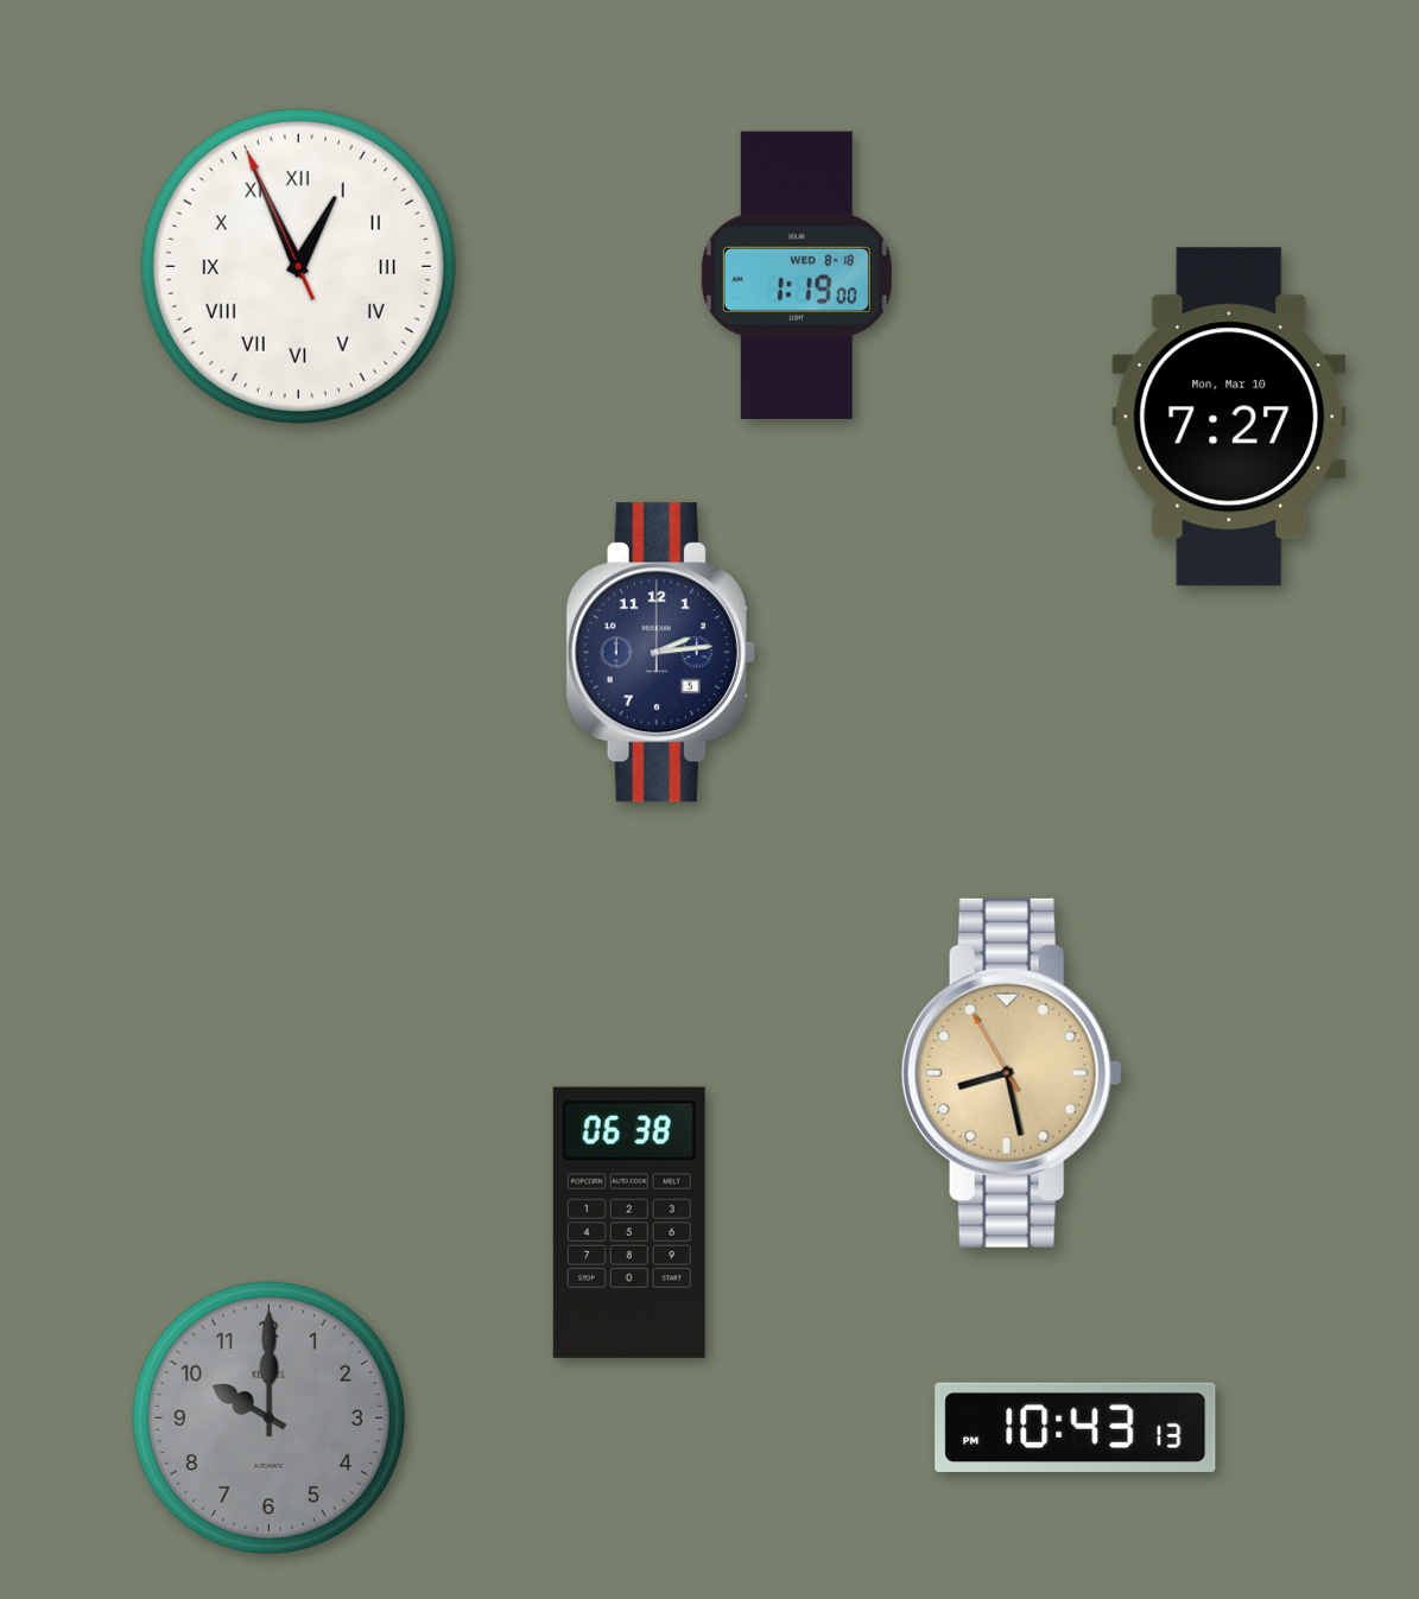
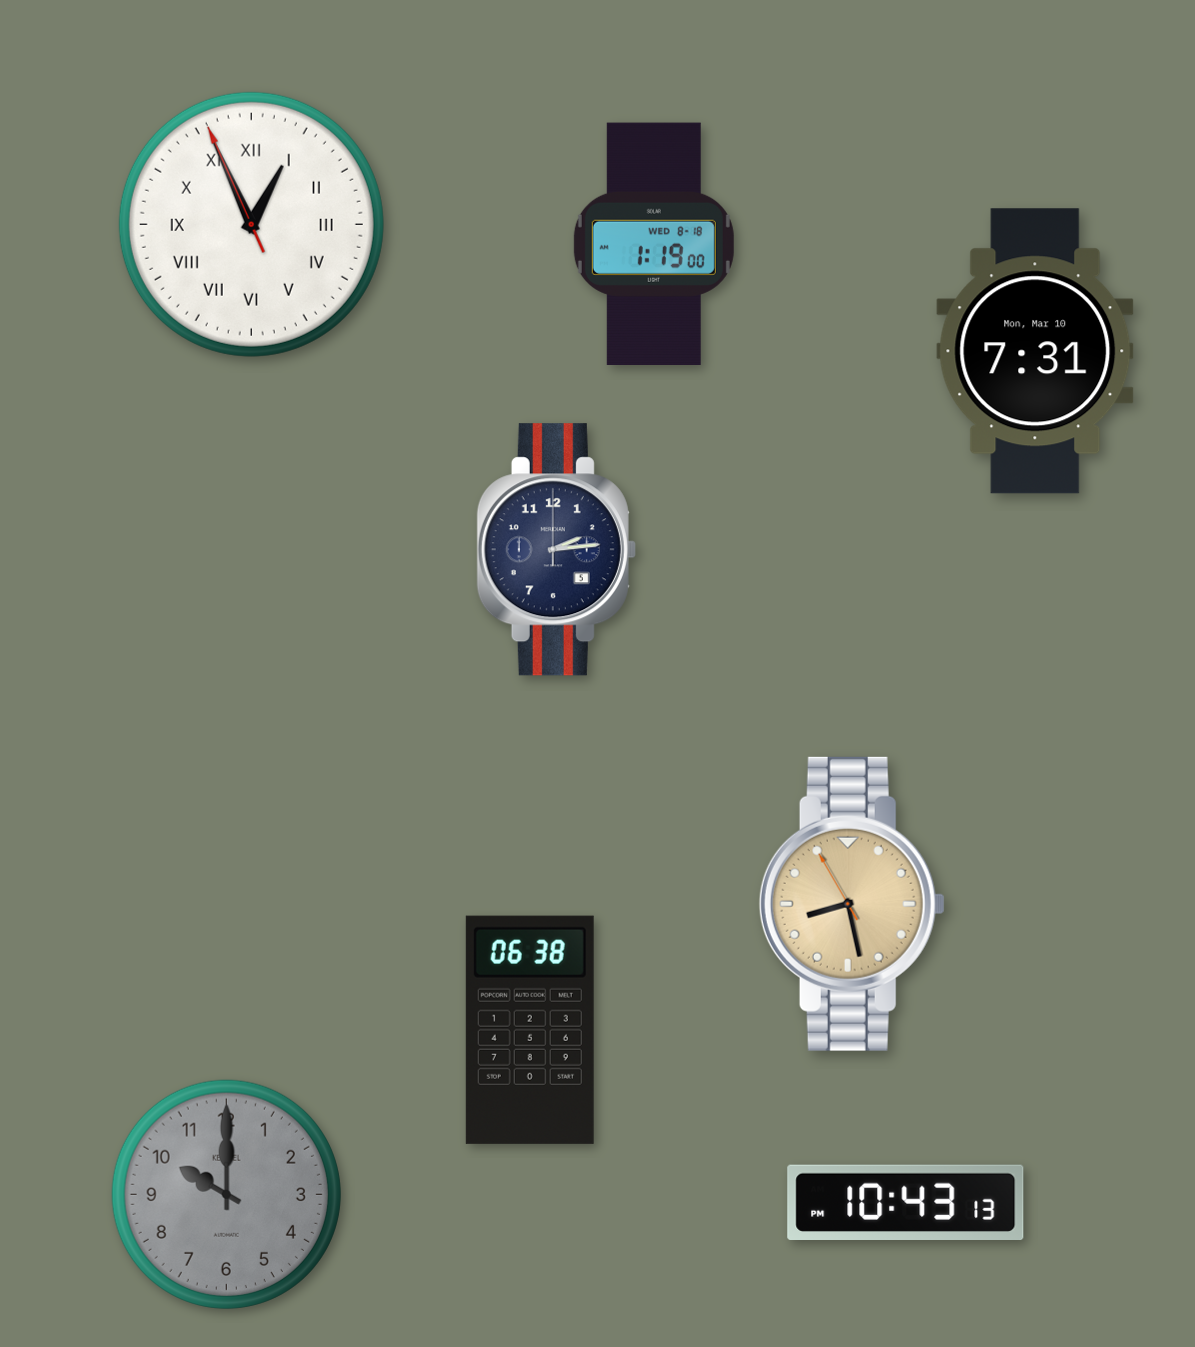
clock at (797, 274) position: (797, 274) -> (654, 243)
clock at (1229, 417): 7:27 -> 7:31
